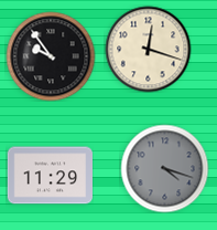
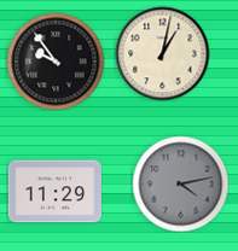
clock at (148, 49): 12:18 -> 1:02
clock at (164, 168): 4:18 -> 4:13
